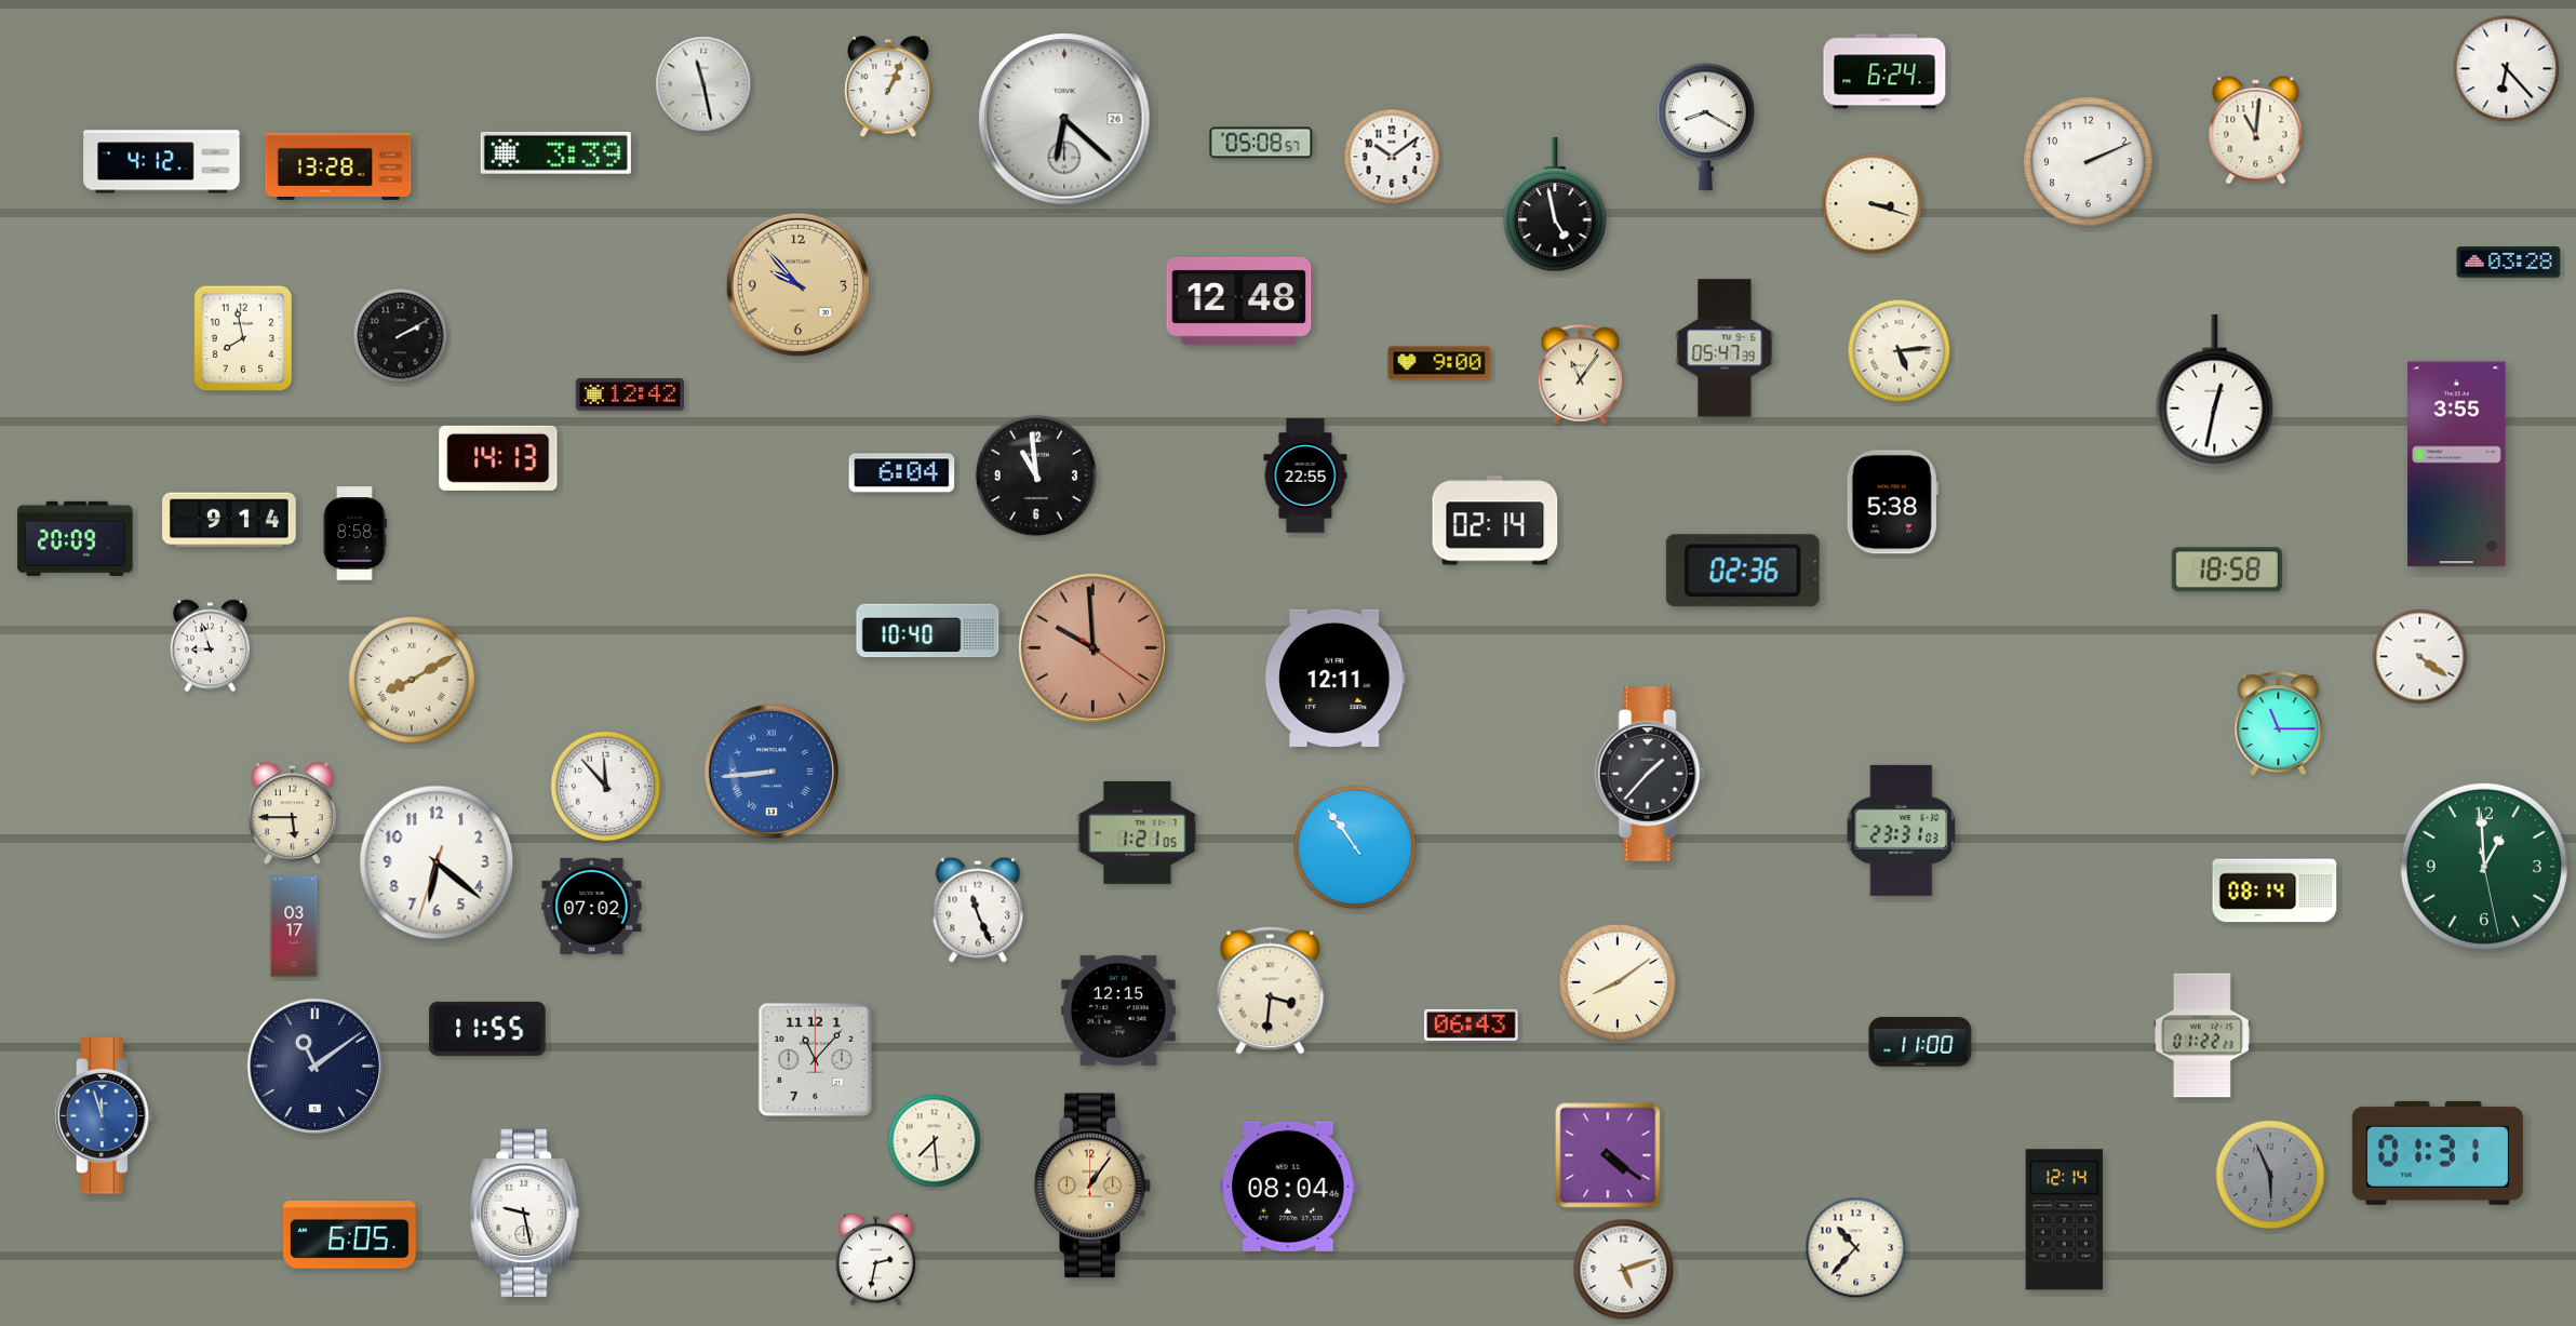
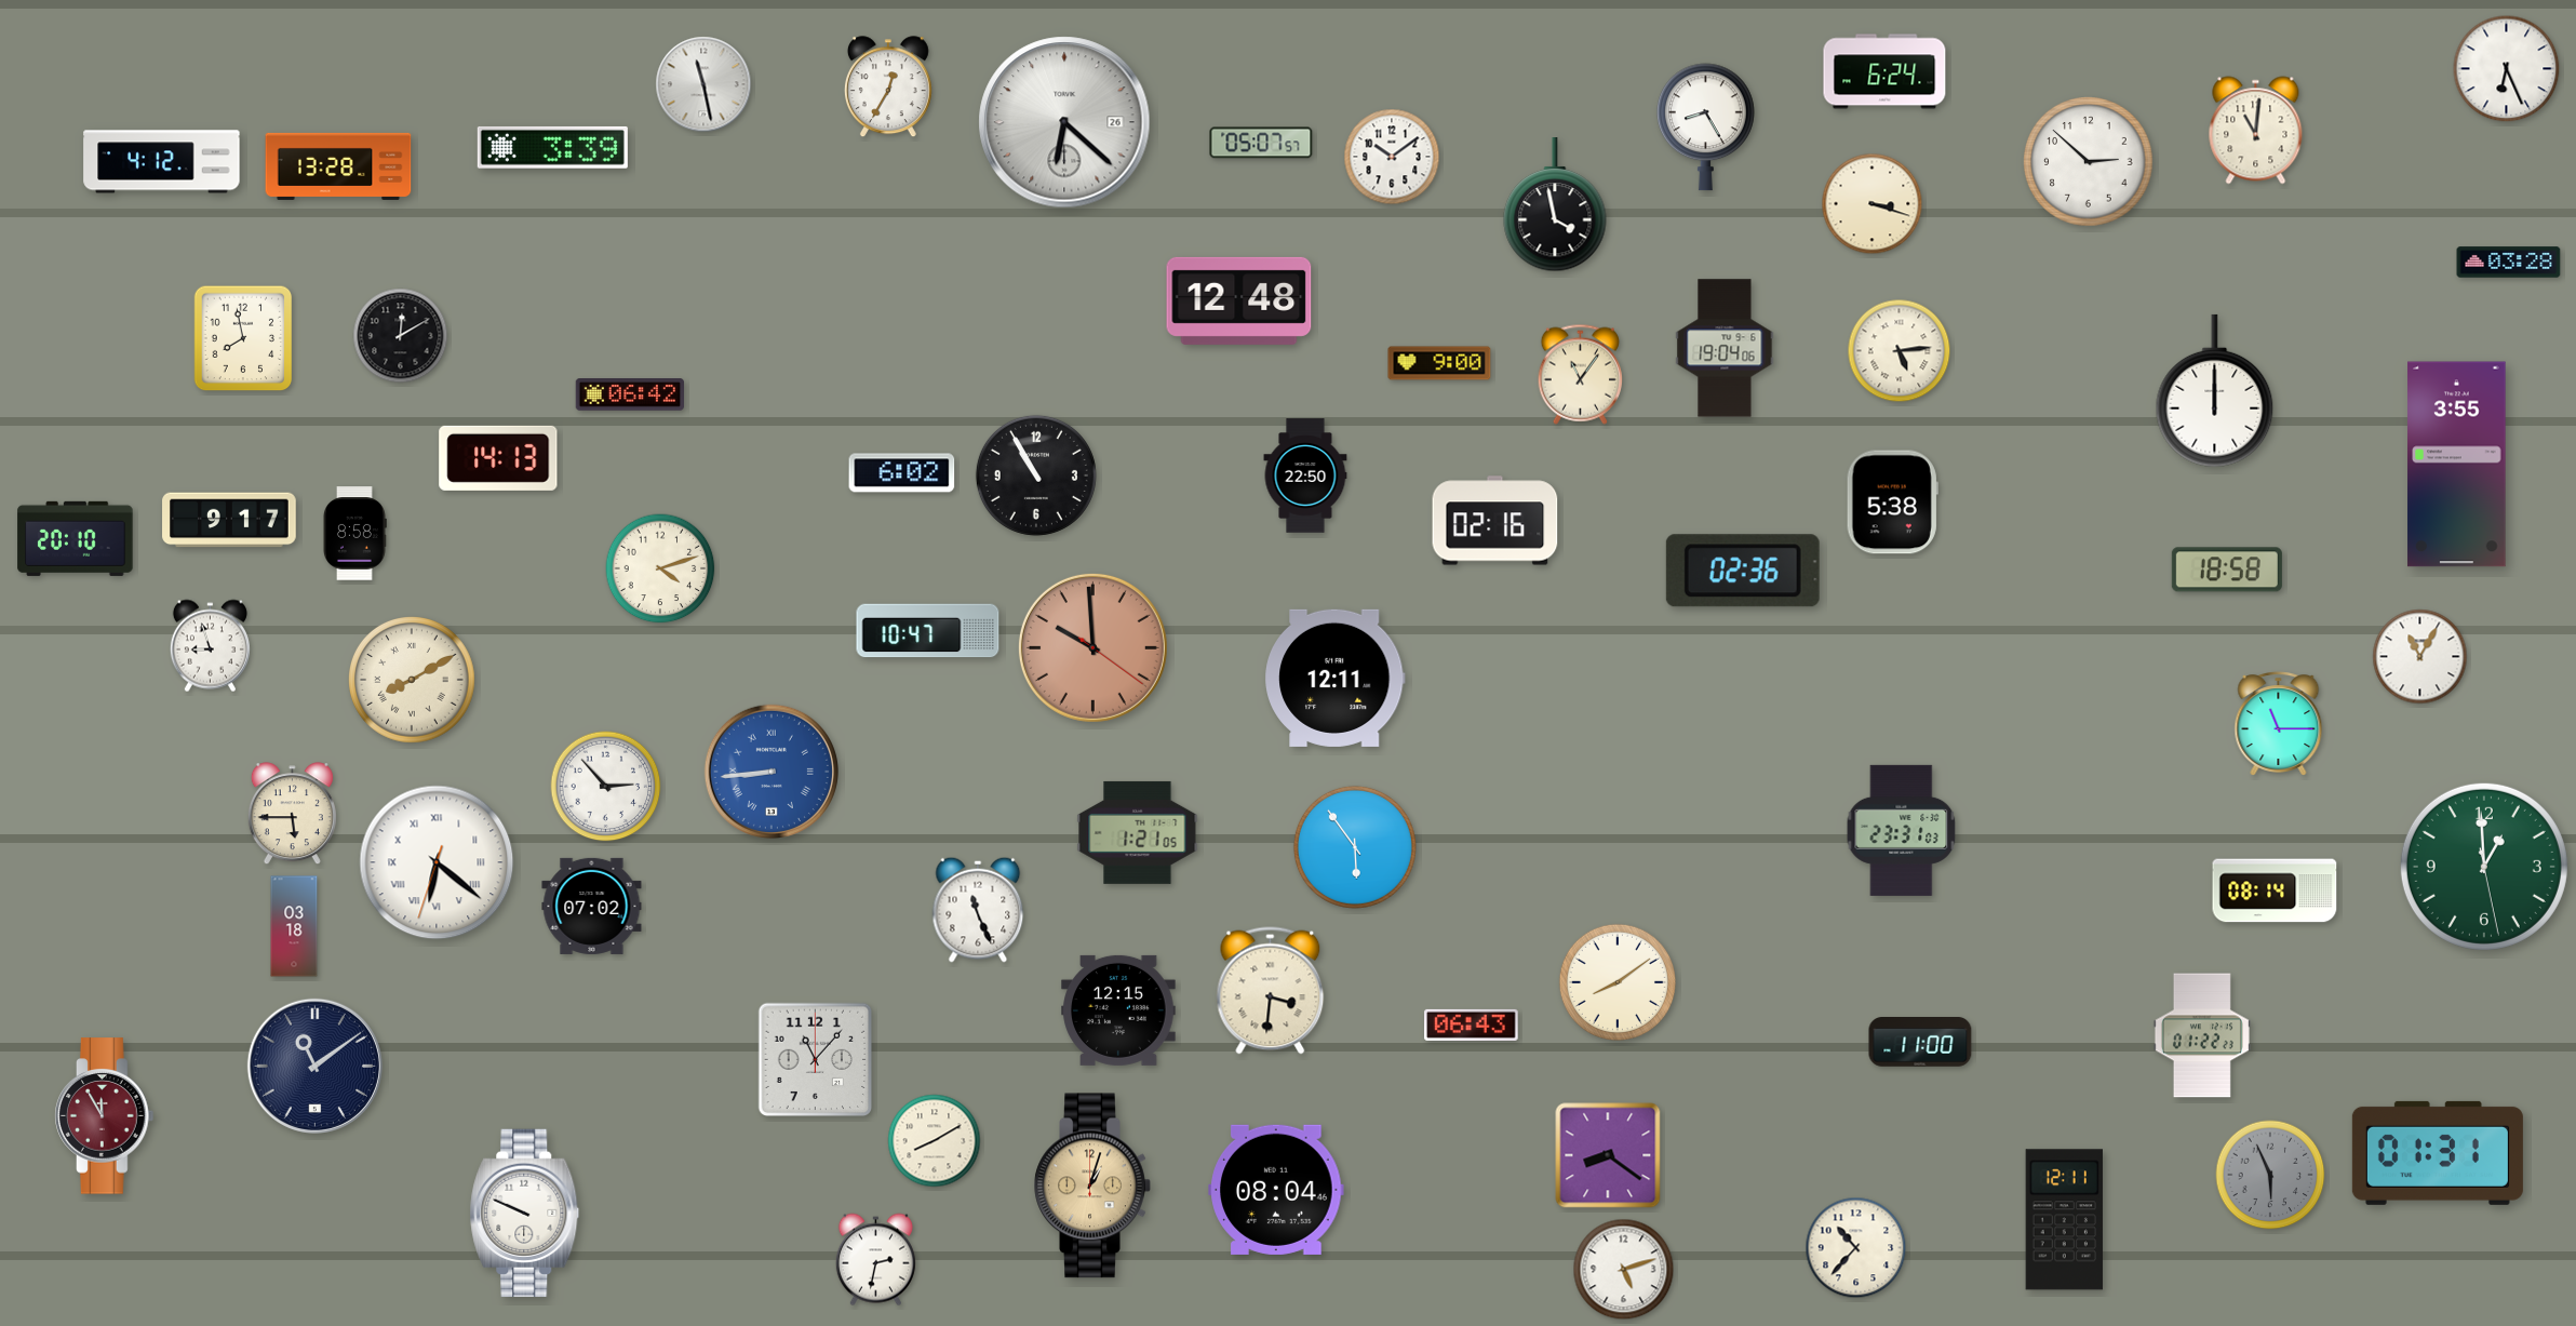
clock at (2507, 69): 6:23 -> 6:26
clock at (888, 88): 1:04 -> 12:35
clock at (1064, 119) position: (1064, 119) -> (1064, 122)
clock at (1705, 128): 8:20 -> 8:25
clock at (1261, 143): 05:08 -> 05:07
clock at (555, 152) position: (555, 152) -> (552, 147)
clock at (2089, 162): 2:11 -> 2:52
clock at (1555, 205): 4:58 -> 3:58
clock at (797, 284): 9:53 -> none
clock at (401, 336): 2:10 -> 12:10
clock at (1725, 348): 05:47 -> 19:04
clock at (2215, 391): 12:32 -> 12:00
clock at (629, 396): 12:42 -> 06:42
clock at (902, 473): 6:04 -> 6:02
clock at (1036, 476): 10:59 -> 10:55
clock at (1305, 476): 22:55 -> 22:50
clock at (229, 520): 9:14 -> 9:17
clock at (1495, 521): 02:14 -> 02:16
clock at (76, 538): 20:09 -> 20:10
clock at (660, 568): none -> 4:12
clock at (928, 631): 10:40 -> 10:47
clock at (2420, 657): 4:21 -> 11:05
clock at (1650, 775): 1:37 -> none
clock at (606, 787): 11:53 -> 2:53
clock at (1355, 847): 10:54 -> 5:54
clock at (437, 862) numerals: Arabic -> Roman
clock at (294, 926): 03:17 -> 03:18
clock at (487, 1029): 11:55 -> none
clock at (105, 1116): 11:57 -> 11:55
clock at (105, 1116) dial: blue -> burgundy
clock at (935, 1141): 7:29 -> 8:10
clock at (1608, 1155): 4:21 -> 8:21
clock at (1092, 1186): 1:06 -> 1:03
clock at (1288, 1187) position: (1288, 1187) -> (1276, 1190)
clock at (525, 1214): 9:28 -> 9:49
clock at (2064, 1220): 12:14 -> 12:11
clock at (349, 1235): 6:05 -> none
